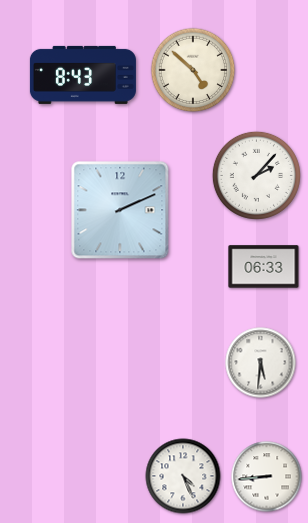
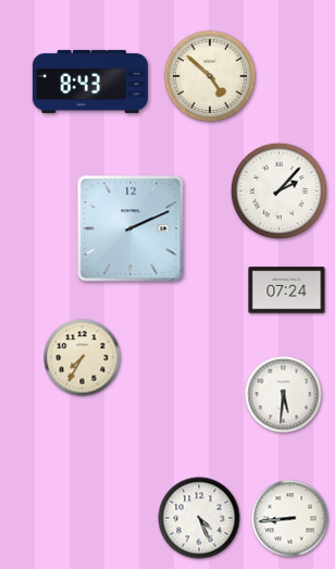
clock at (264, 267): 06:33 -> 07:24
clock at (83, 358): none -> 7:35
